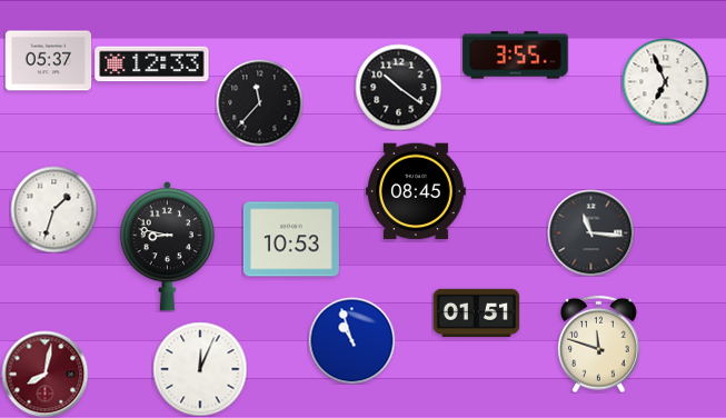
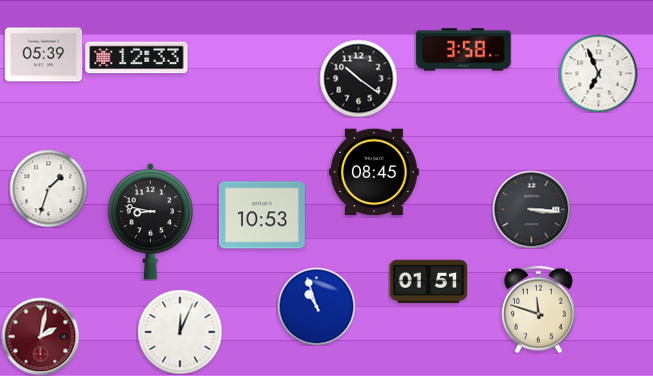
clock at (516, 56): 3:55 -> 3:58
clock at (48, 61): 05:37 -> 05:39
clock at (259, 102): 11:37 -> none
clock at (590, 232): 11:16 -> 3:16
clock at (44, 374): 8:02 -> 2:02
